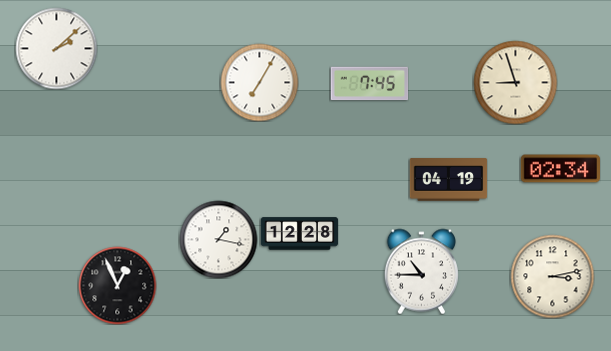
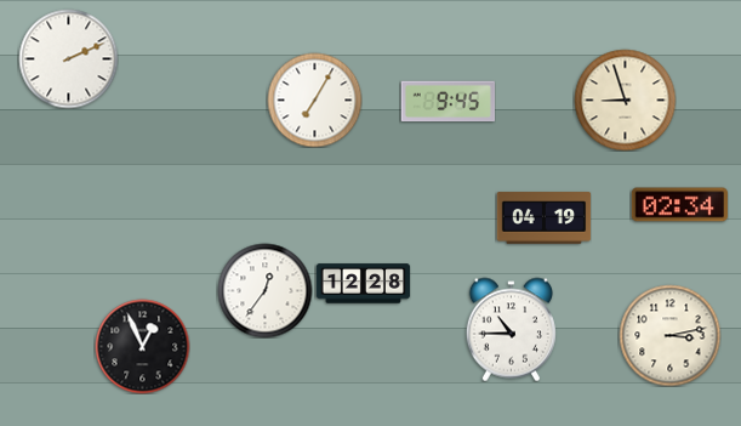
clock at (56, 48): 2:08 -> 2:11
clock at (369, 84): 7:45 -> 9:45
clock at (218, 239): 1:17 -> 12:36
